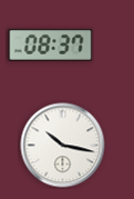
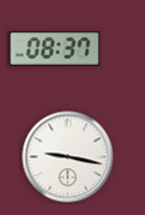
clock at (63, 146): 10:17 -> 9:17
